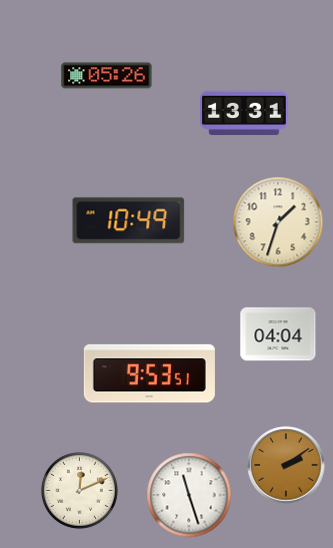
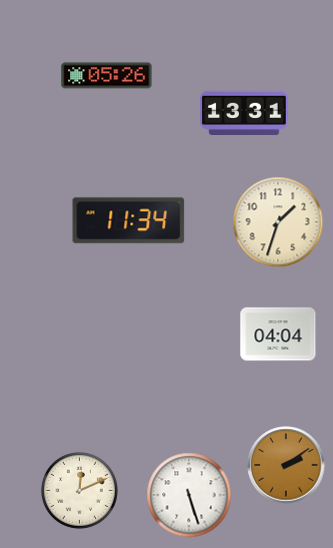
clock at (129, 221): 10:49 -> 11:34
clock at (149, 374): 9:53 -> none
clock at (189, 495): 11:27 -> 5:27
